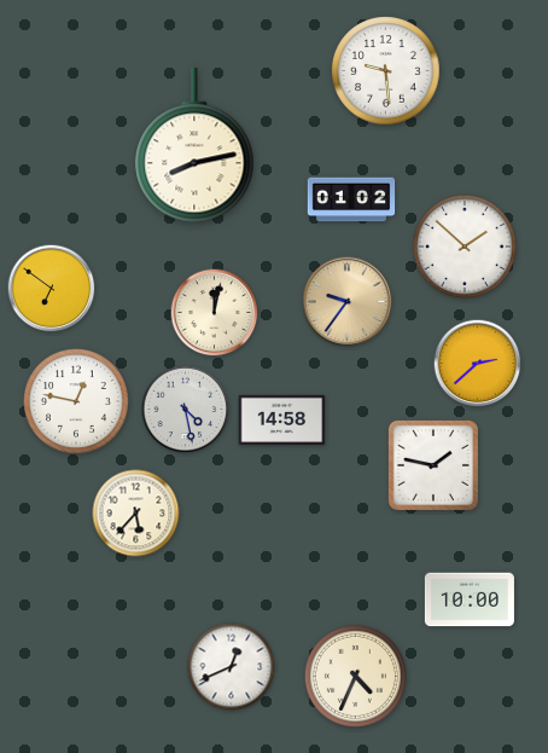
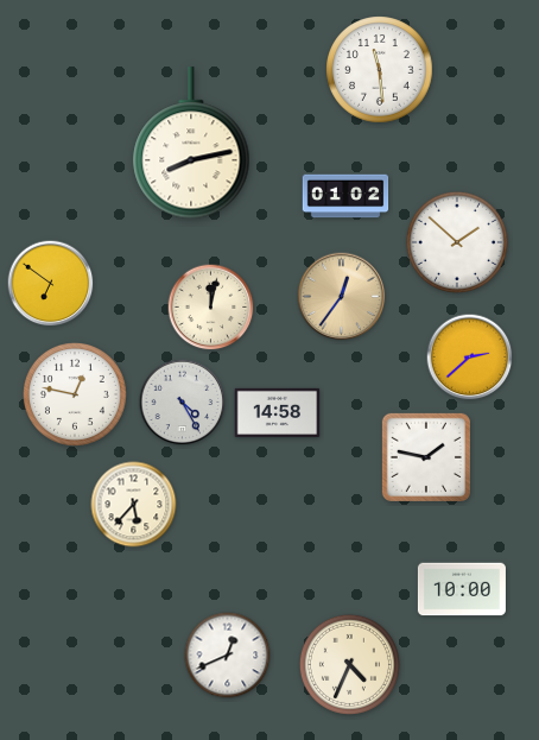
clock at (386, 71): 9:29 -> 11:29
clock at (348, 302): 9:36 -> 12:36
clock at (186, 410): 4:28 -> 4:25
